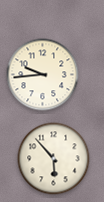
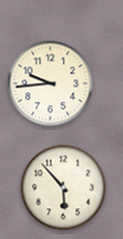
clock at (43, 75) position: (43, 75) -> (51, 84)
